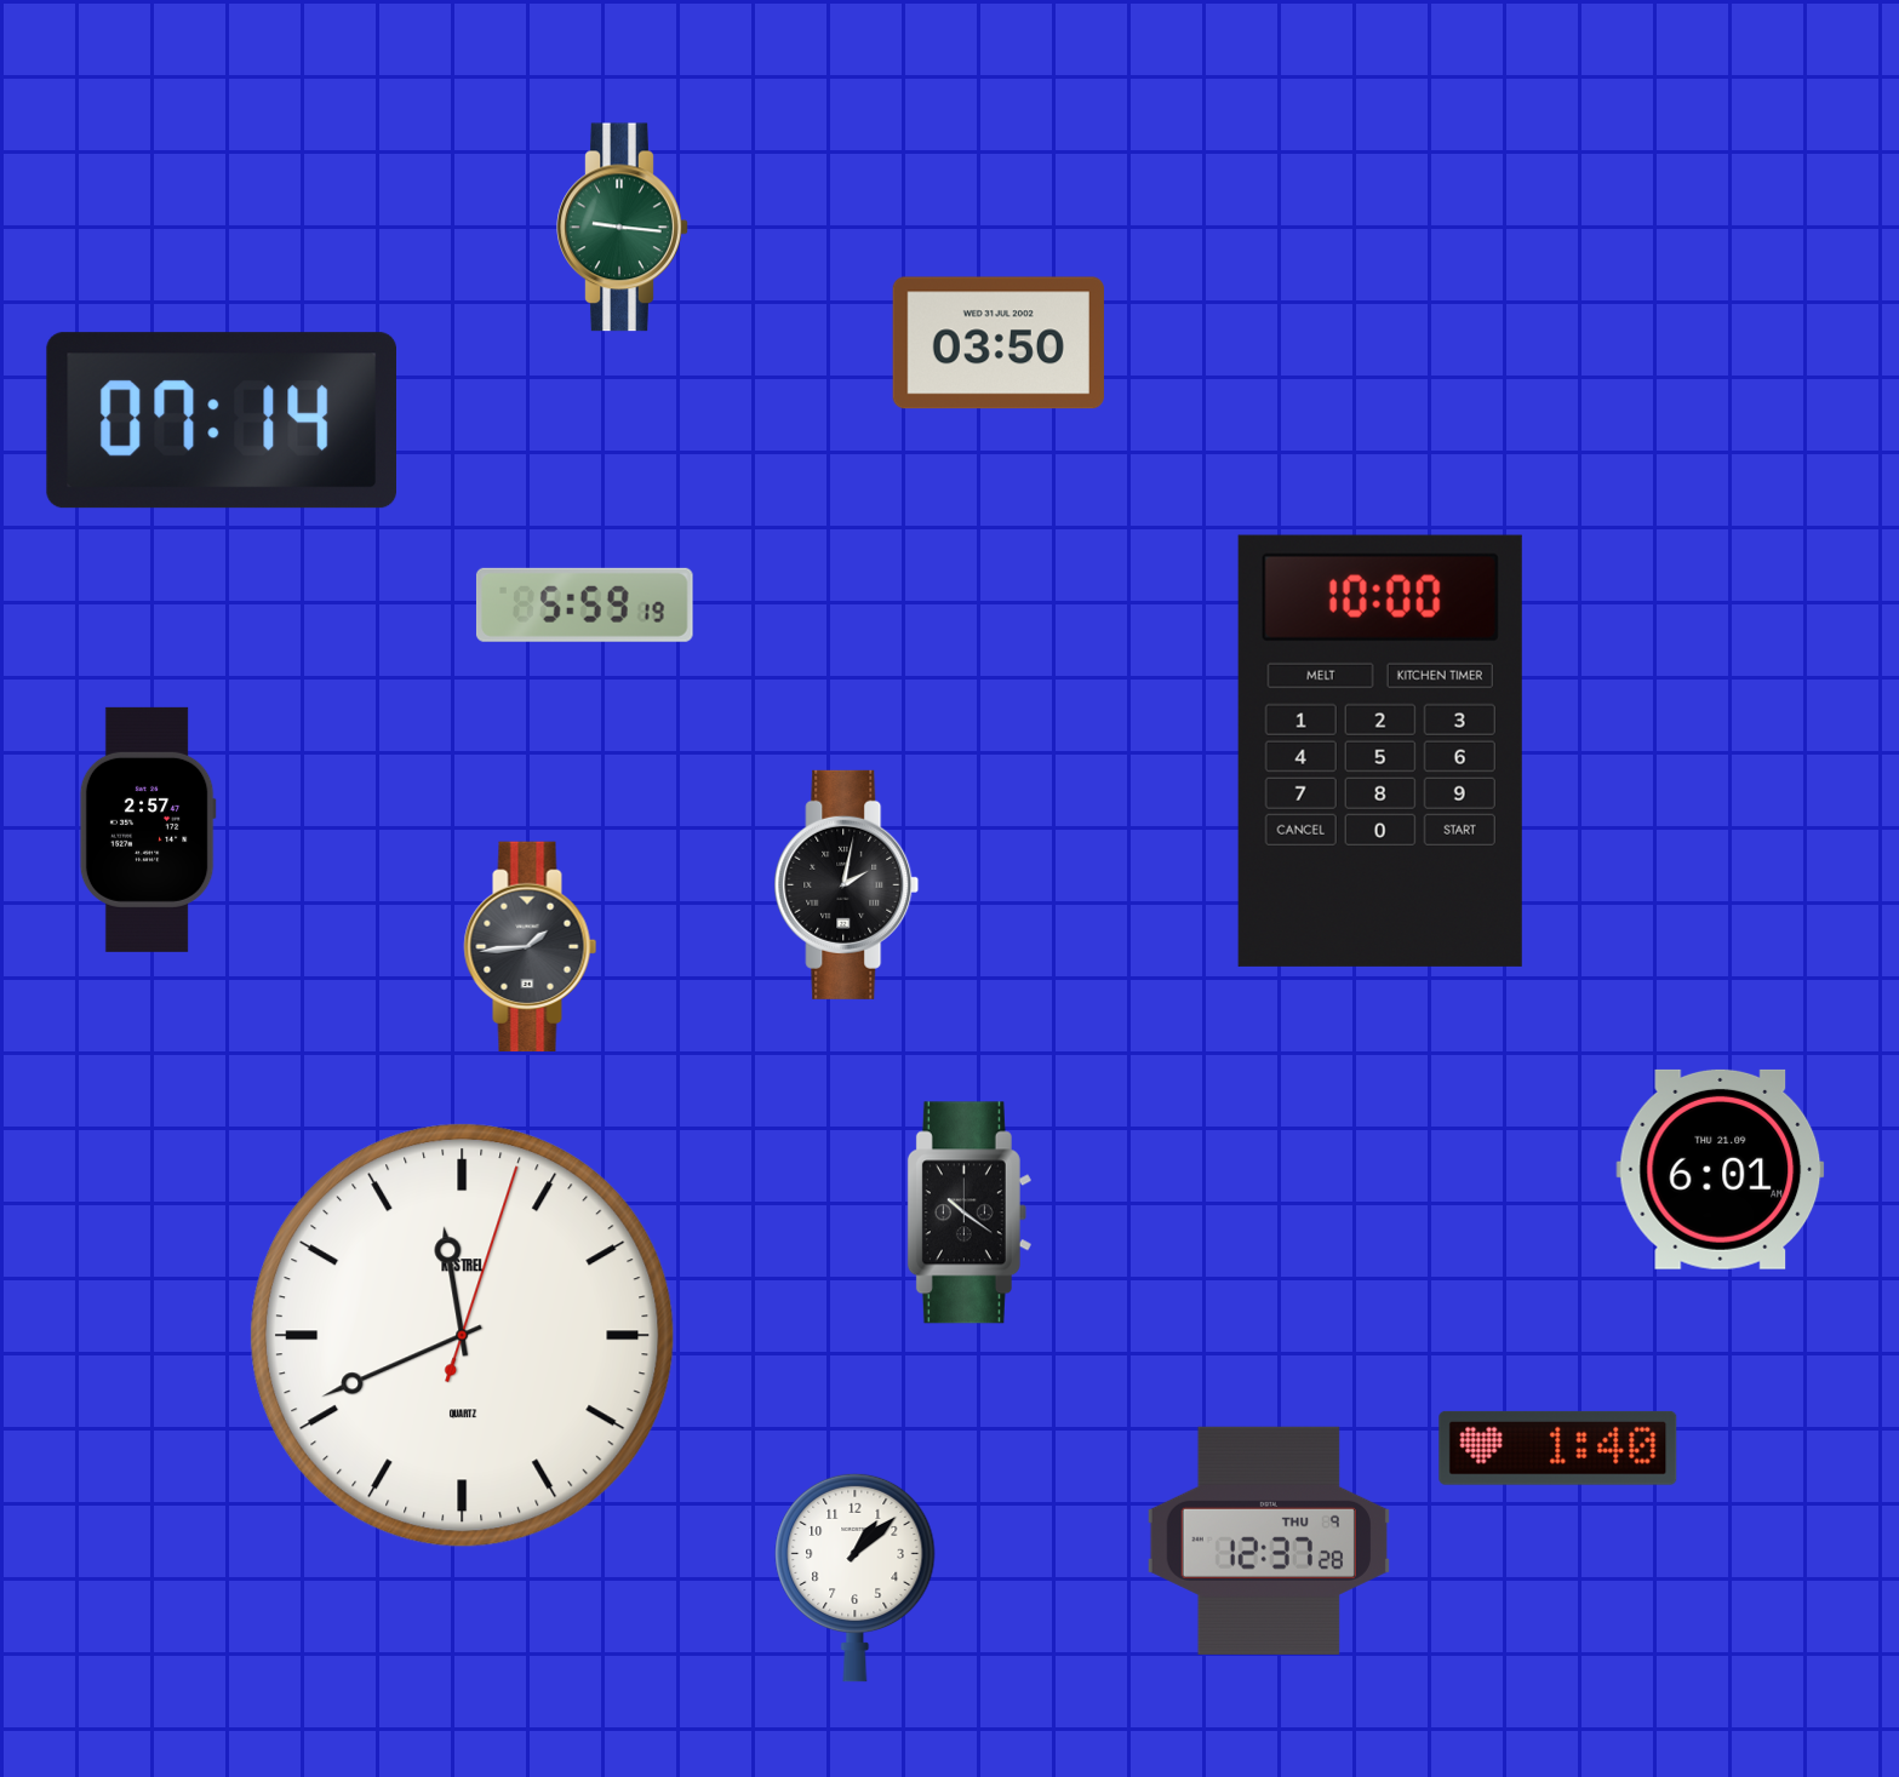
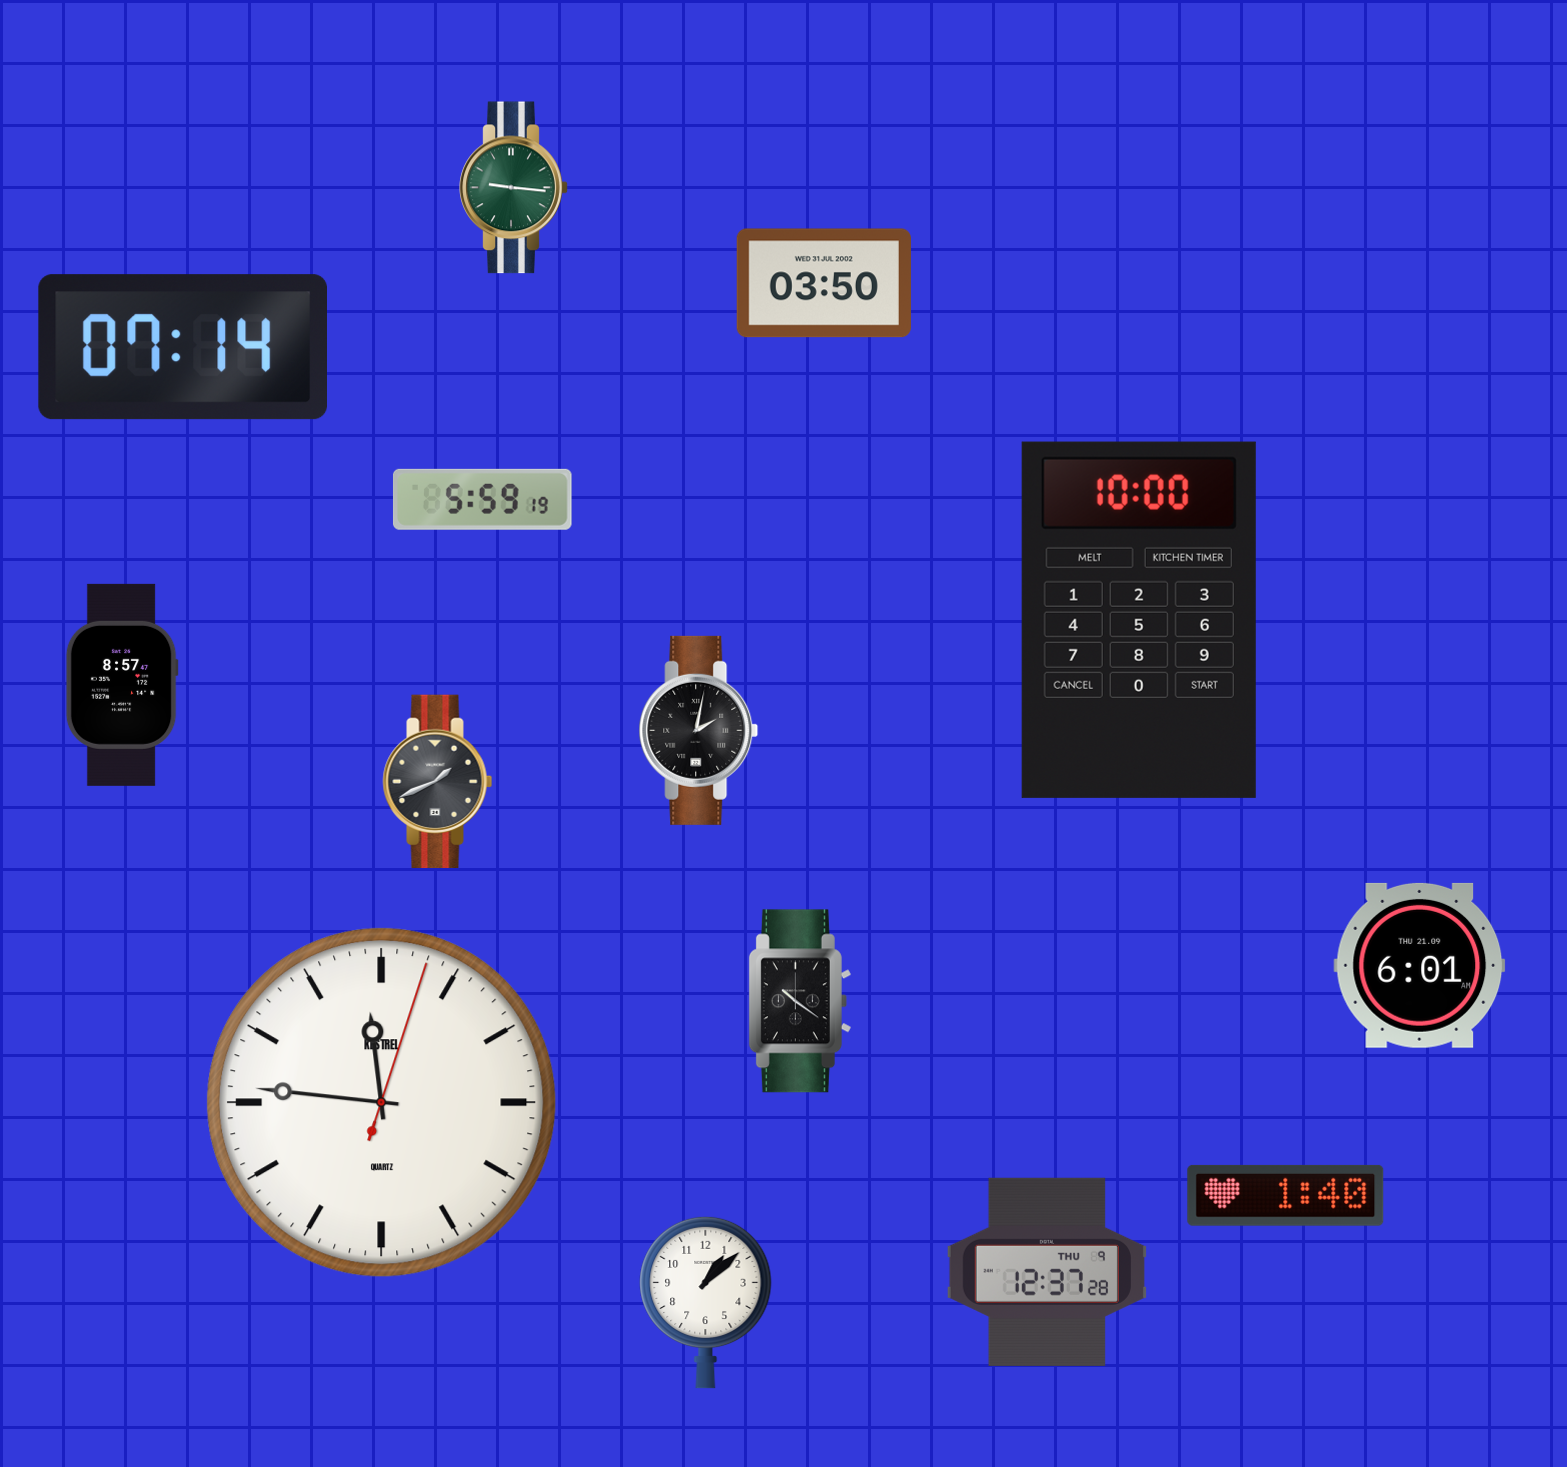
clock at (148, 830): 2:57 -> 8:57
clock at (531, 947): 1:44 -> 1:41
clock at (463, 1336): 11:41 -> 11:46
